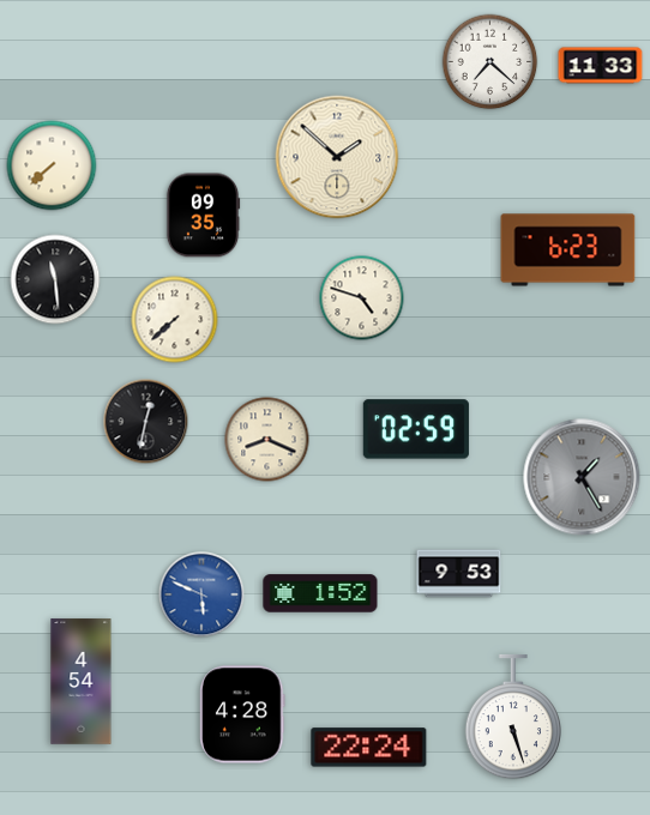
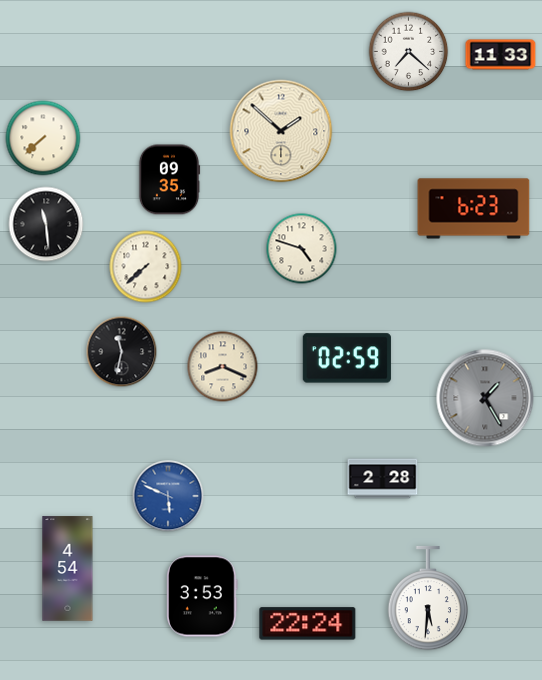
clock at (55, 279) position: (55, 279) -> (46, 224)
clock at (146, 422): 12:32 -> 11:32
clock at (459, 574): 9:53 -> 2:28
clock at (320, 593): 1:52 -> none
clock at (242, 714): 4:28 -> 3:53
clock at (512, 717): 5:27 -> 5:31
